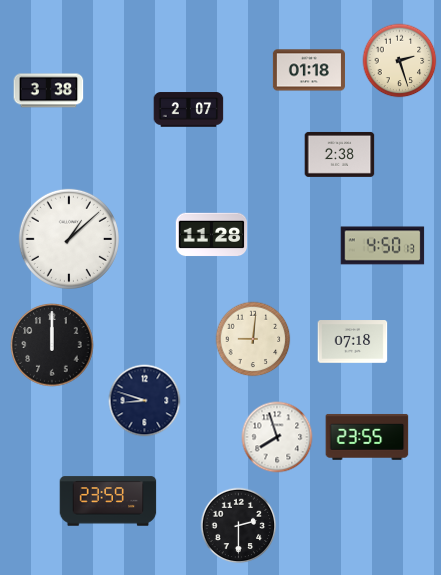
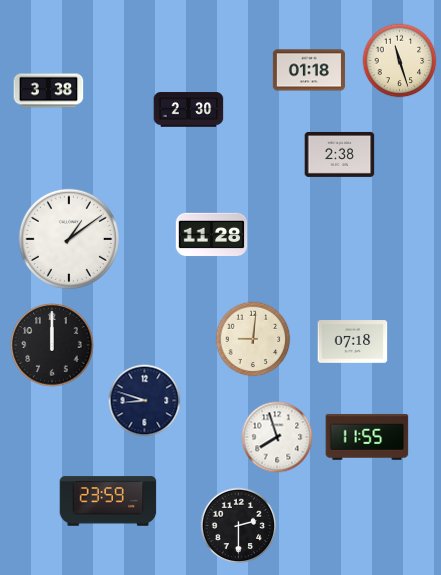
clock at (400, 61): 2:27 -> 11:27
clock at (189, 110): 2:07 -> 2:30
clock at (69, 239): 1:08 -> 1:09
clock at (383, 246): 4:50 -> none
clock at (367, 437): 23:55 -> 11:55
